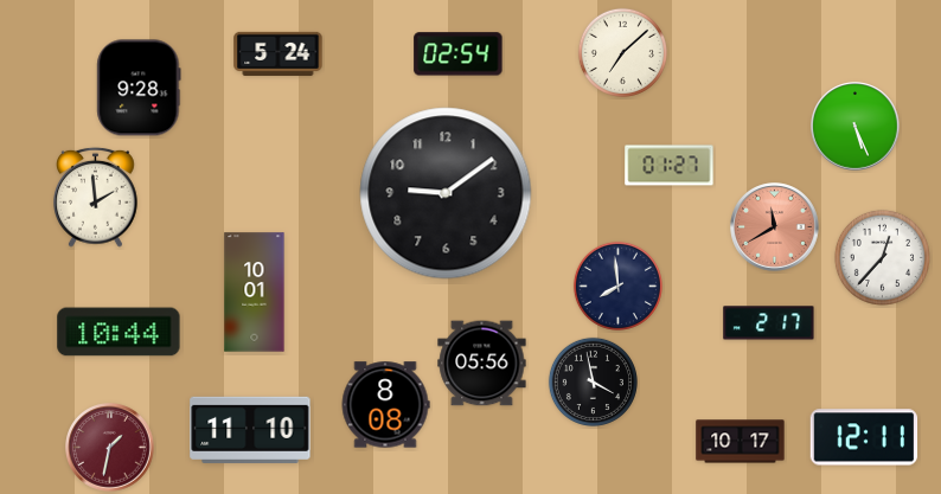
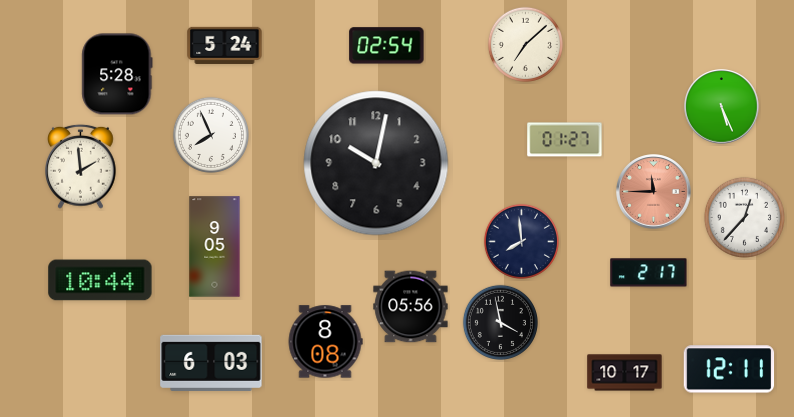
clock at (279, 53) position: (279, 53) -> (225, 45)
clock at (139, 88): 9:28 -> 5:28
clock at (211, 135): none -> 7:56
clock at (446, 193): 9:09 -> 10:02
clock at (775, 227): 11:40 -> 11:45
clock at (255, 293): 10:01 -> 9:05
clock at (482, 364) position: (482, 364) -> (411, 307)
clock at (250, 430): 11:10 -> 6:03
clock at (110, 448): 1:32 -> none
